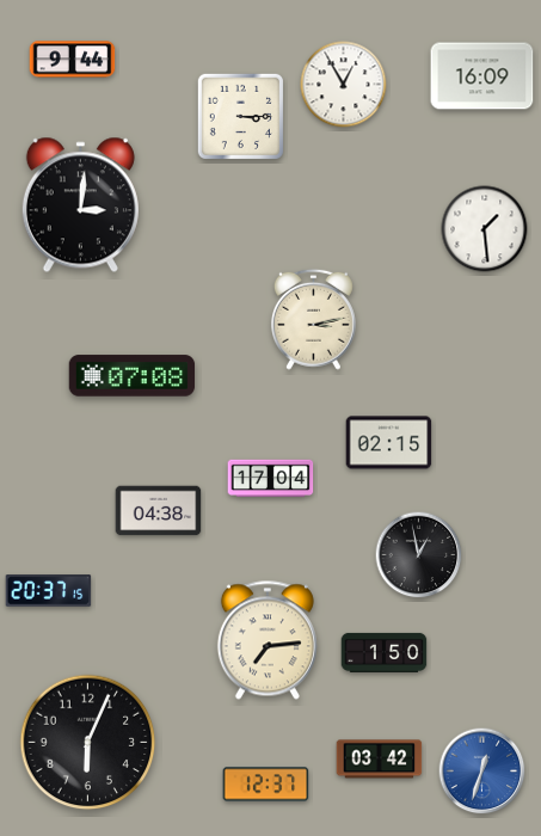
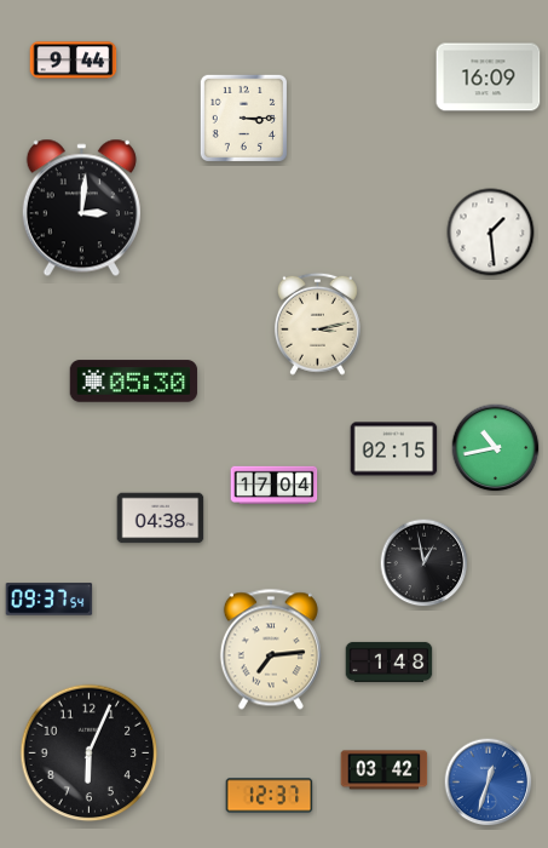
clock at (344, 85): 12:55 -> none
clock at (133, 376): 07:08 -> 05:30
clock at (496, 448): none -> 10:43
clock at (49, 591): 20:37 -> 09:37
clock at (385, 652): 1:50 -> 1:48
